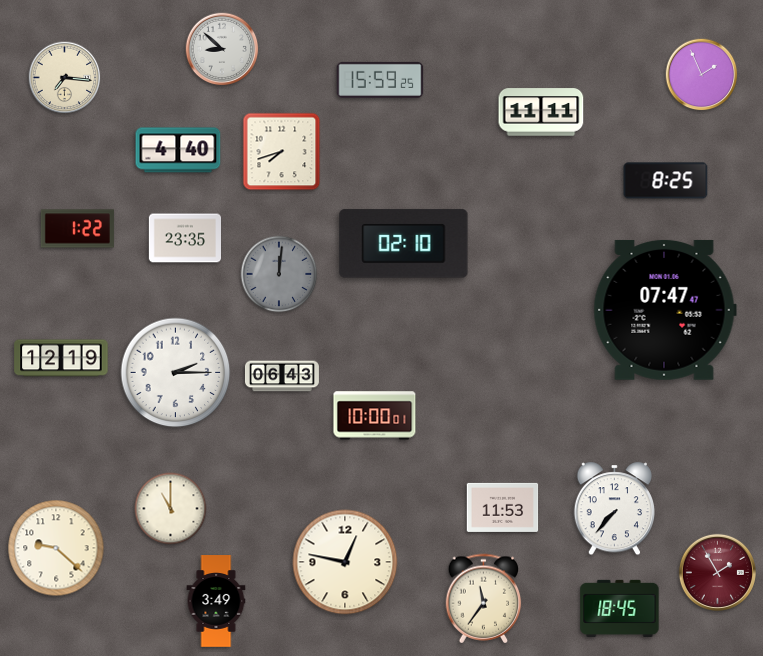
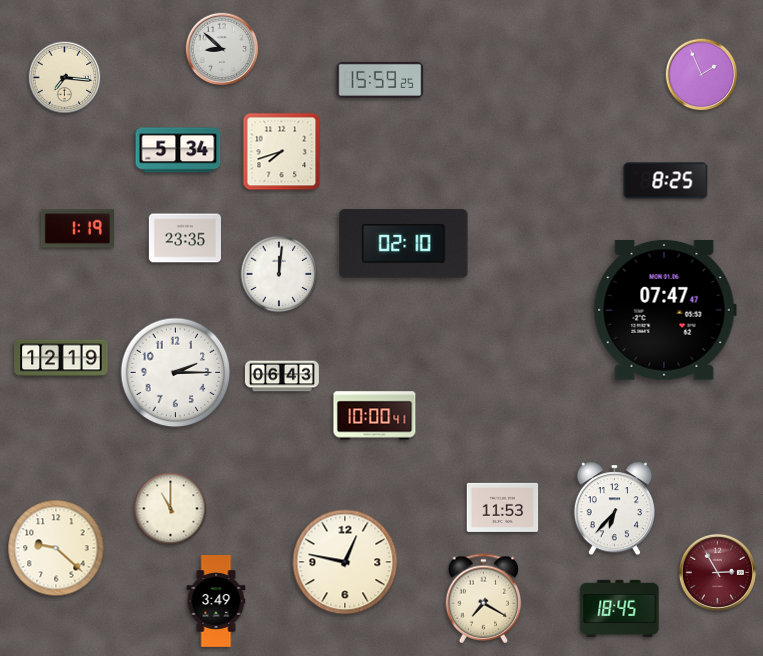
clock at (541, 112): 11:11 -> none
clock at (178, 150): 4:40 -> 5:34
clock at (77, 229): 1:22 -> 1:19
clock at (279, 274) dial: grey -> white
clock at (375, 416): 10:00:01 -> 10:00:41
clock at (614, 509): 7:37 -> 6:37
clock at (717, 572): 1:55 -> 2:55
clock at (484, 599): 11:36 -> 7:20
